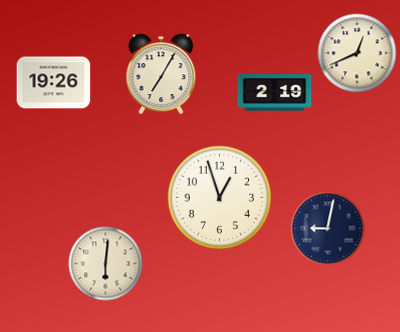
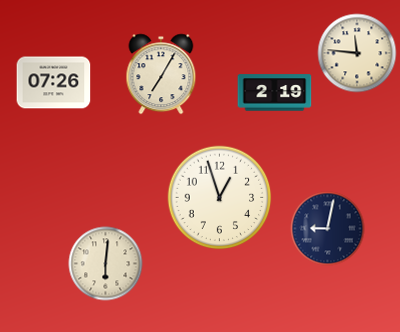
clock at (357, 53): 12:41 -> 11:46
clock at (54, 83): 19:26 -> 07:26
